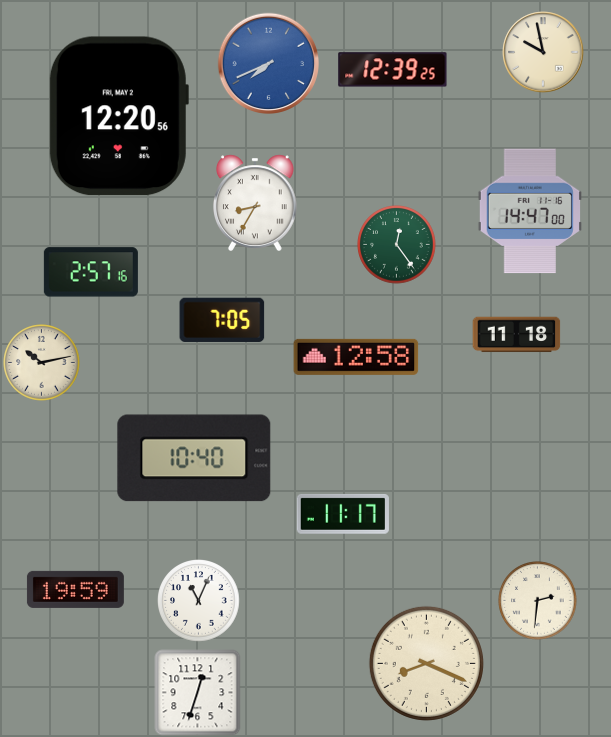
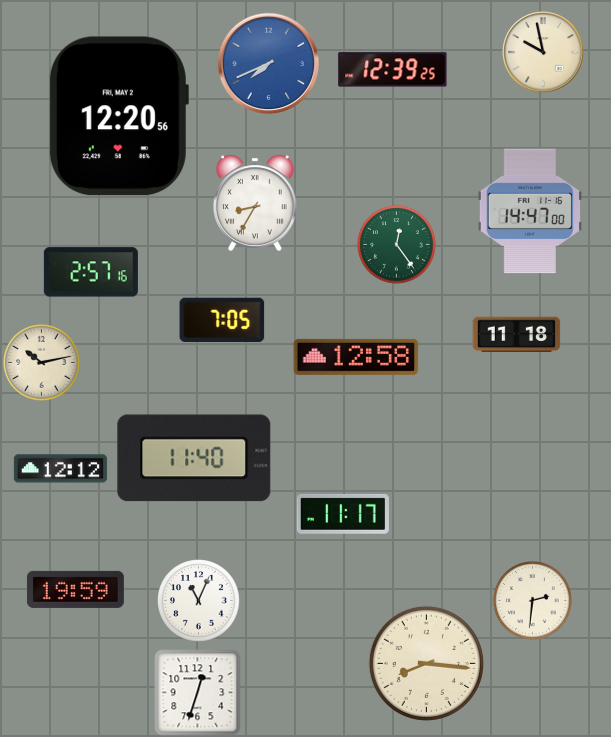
clock at (194, 458): 10:40 -> 11:40
clock at (60, 469): none -> 12:12
clock at (538, 601) position: (538, 601) -> (533, 601)
clock at (426, 663): 8:19 -> 8:16
